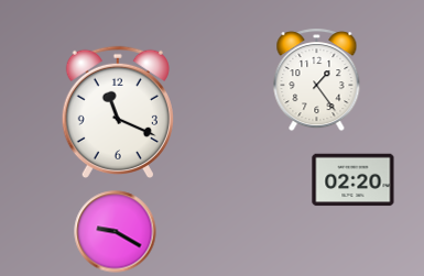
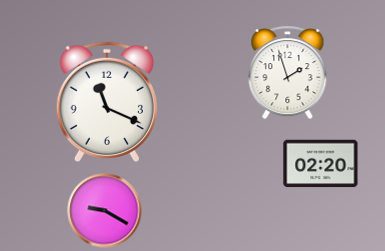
clock at (317, 80): 1:24 -> 1:57
